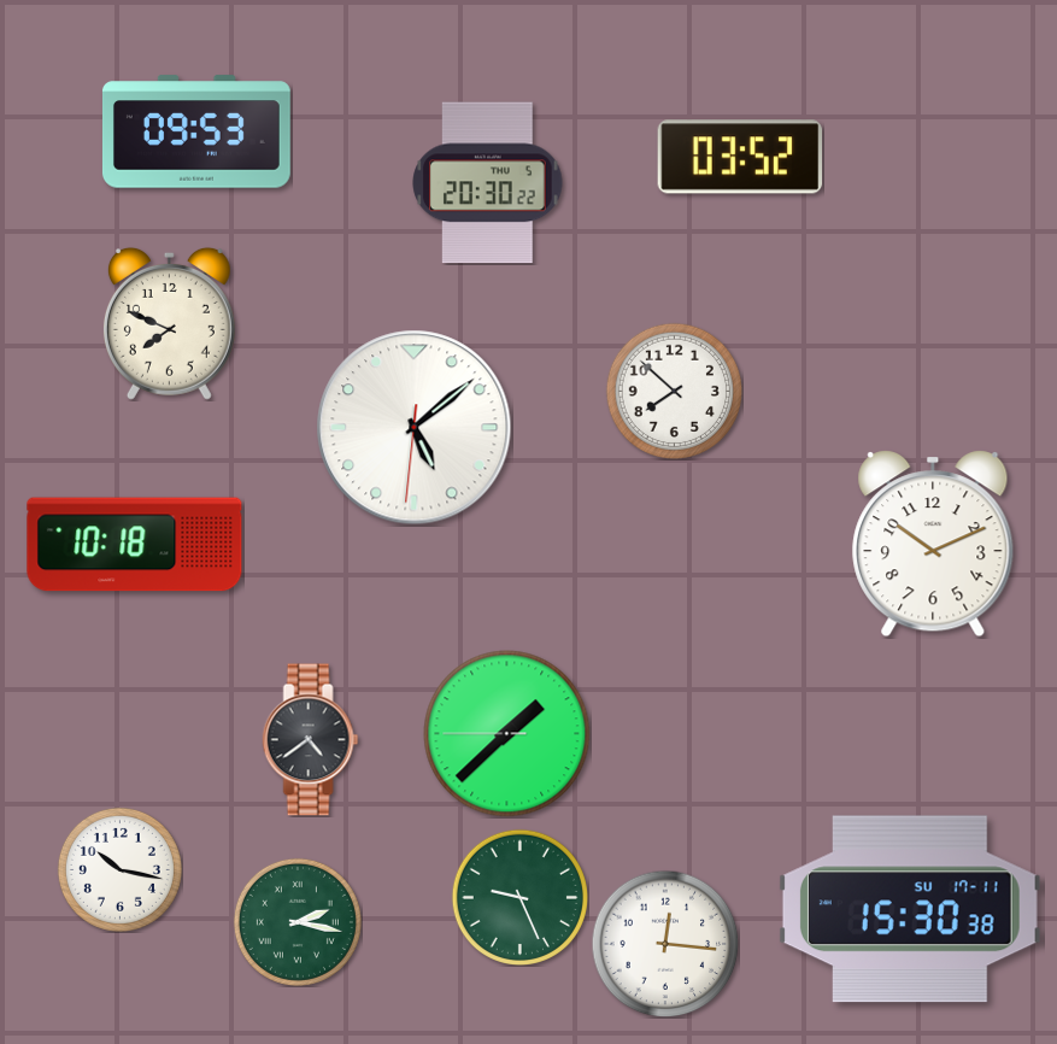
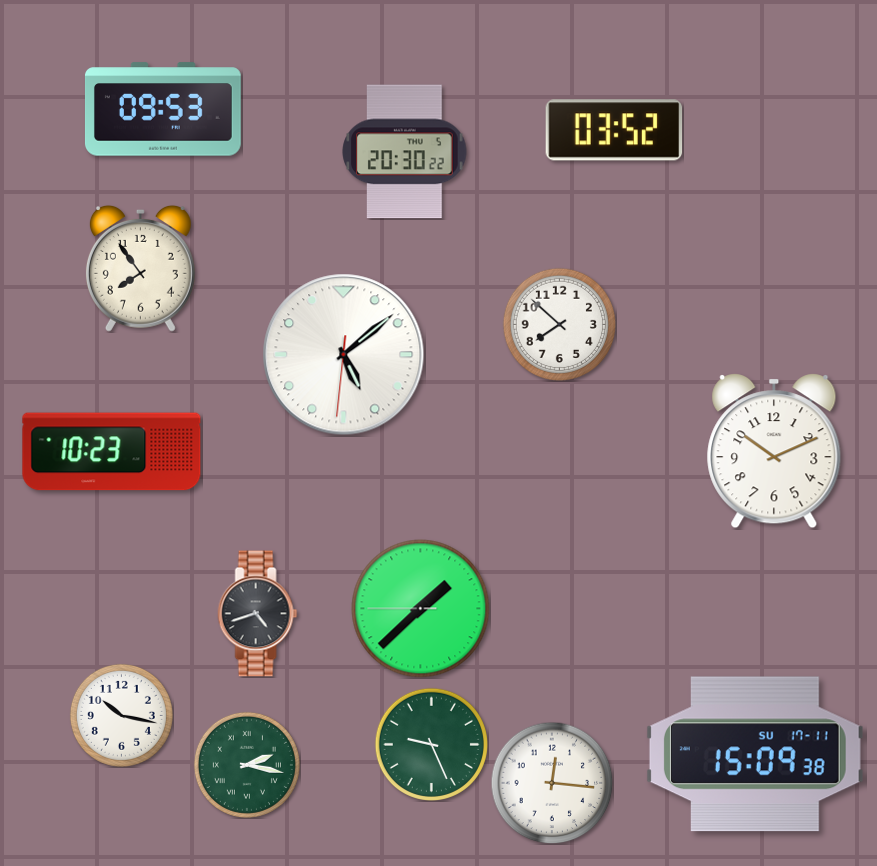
clock at (169, 323): 7:49 -> 7:54
clock at (135, 545): 10:18 -> 10:23
clock at (311, 740): 4:39 -> 4:42
clock at (119, 869) position: (119, 869) -> (121, 715)
clock at (910, 909): 15:30 -> 15:09
